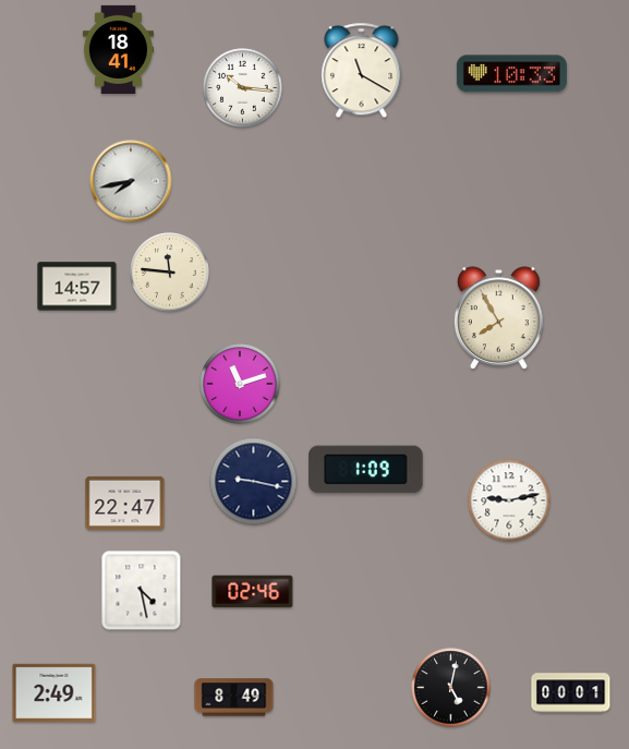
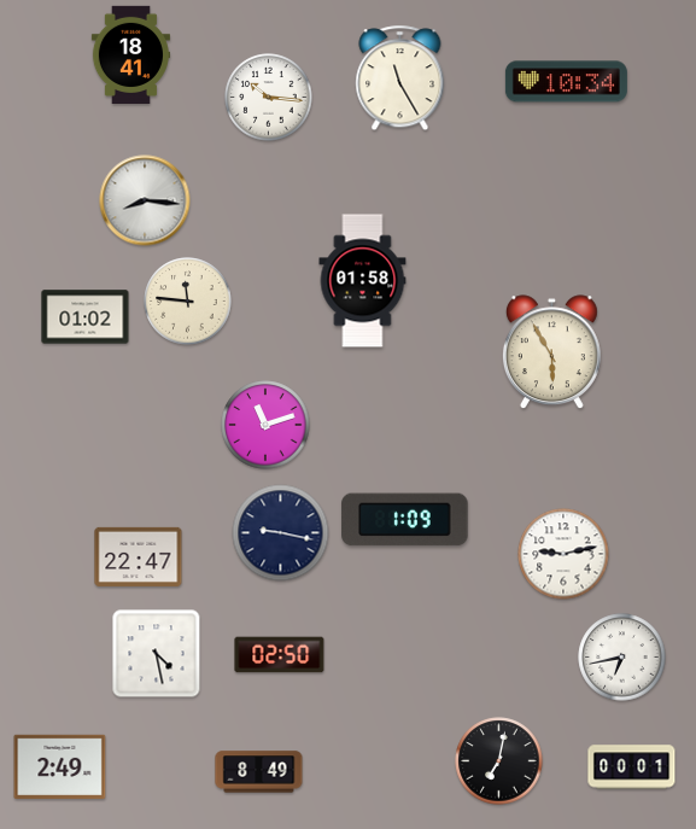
clock at (362, 71): 11:20 -> 11:25
clock at (511, 74): 10:33 -> 10:34
clock at (131, 181): 7:43 -> 8:16
clock at (363, 281): none -> 01:58
clock at (77, 287): 14:57 -> 01:02
clock at (498, 318): 7:55 -> 5:55
clock at (253, 592): 02:46 -> 02:50
clock at (622, 658): none -> 6:43
clock at (451, 688): 5:02 -> 7:02
